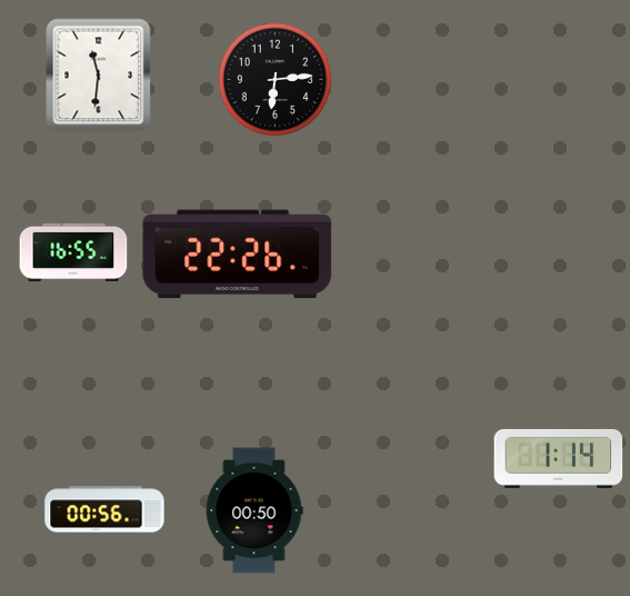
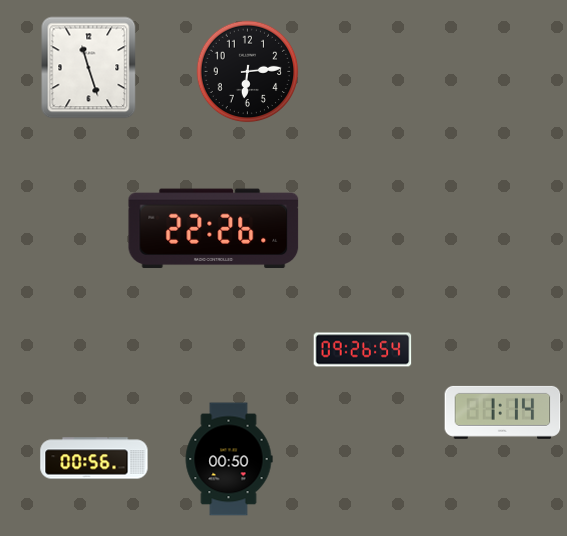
clock at (99, 76): 11:31 -> 11:27
clock at (73, 252): 16:55 -> none
clock at (363, 350): none -> 09:26
